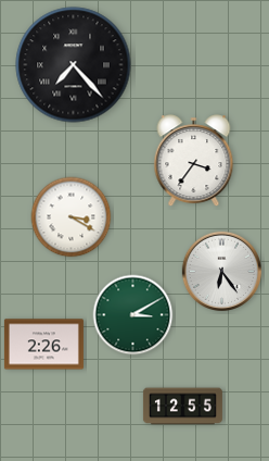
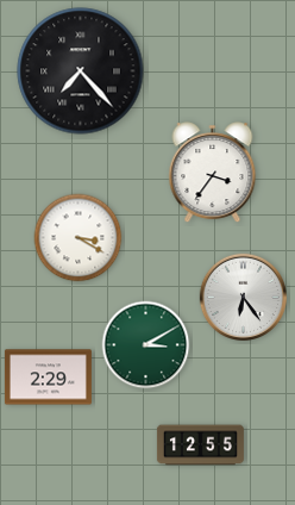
clock at (194, 161) position: (194, 161) -> (213, 173)
clock at (43, 345): 2:26 -> 2:29
